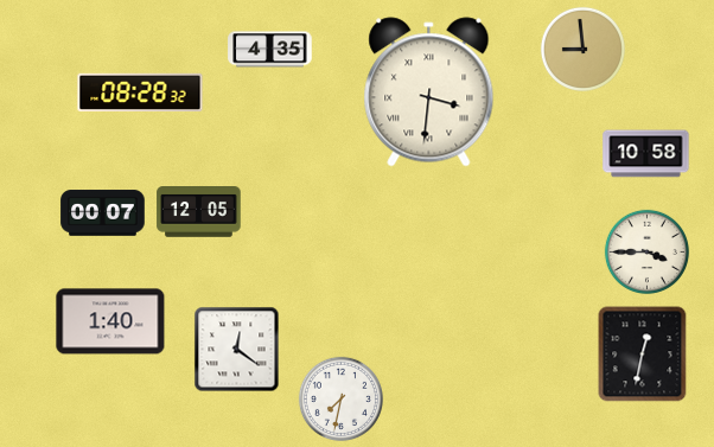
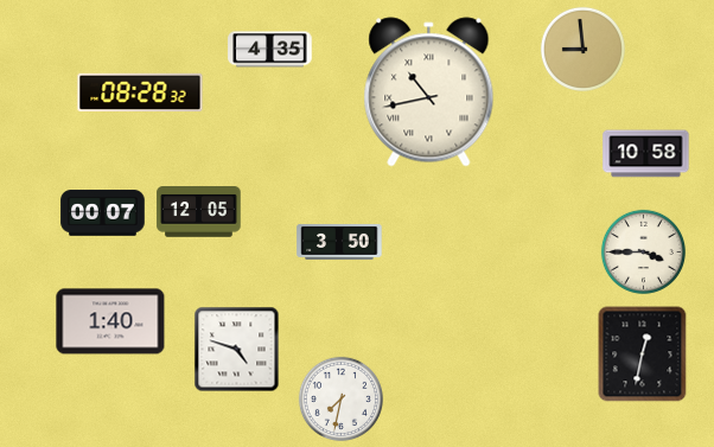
clock at (429, 92): 3:31 -> 10:43
clock at (339, 242): none -> 3:50
clock at (646, 251) position: (646, 251) -> (643, 251)
clock at (237, 350): 12:21 -> 4:48
